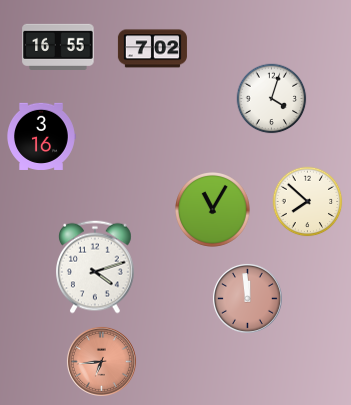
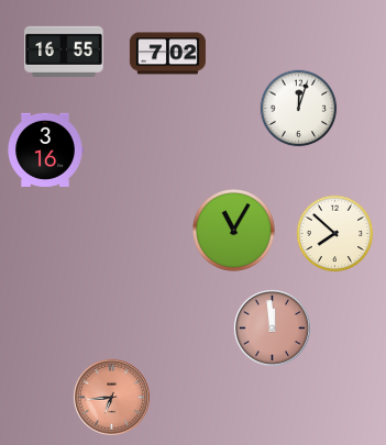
clock at (272, 99): 4:03 -> 12:03
clock at (308, 202) position: (308, 202) -> (335, 234)
clock at (95, 267): 4:12 -> none
